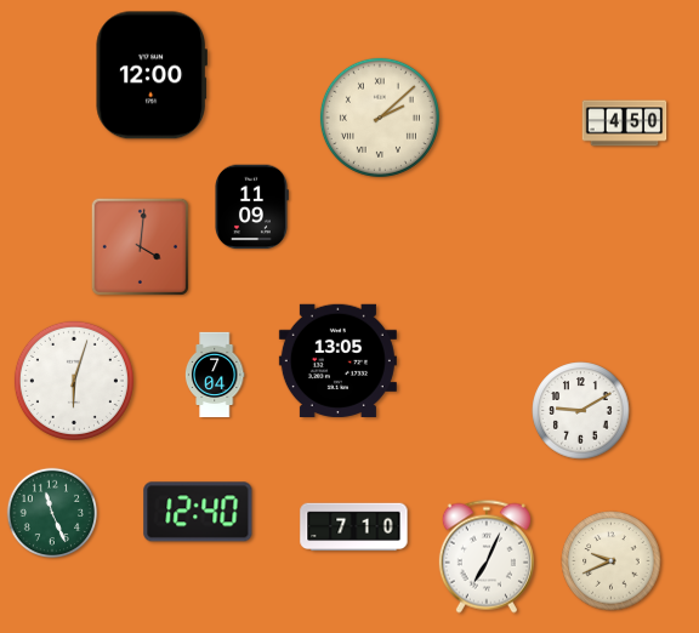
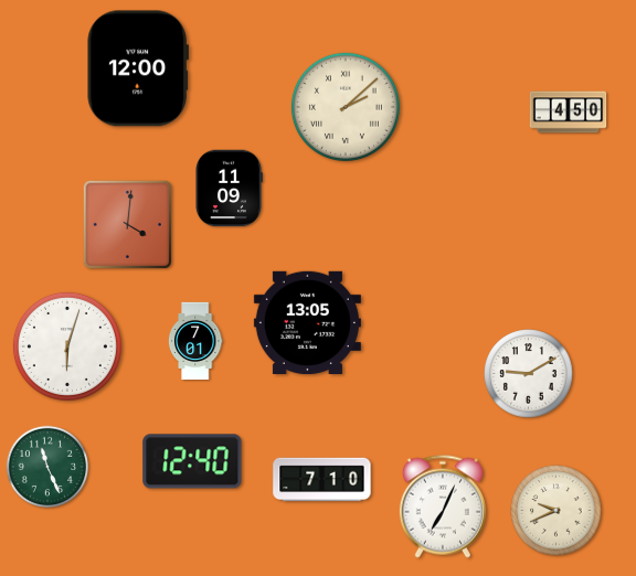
clock at (337, 360) position: (337, 360) -> (307, 322)
clock at (215, 375): 7:04 -> 7:01
clock at (198, 512) position: (198, 512) -> (192, 461)
